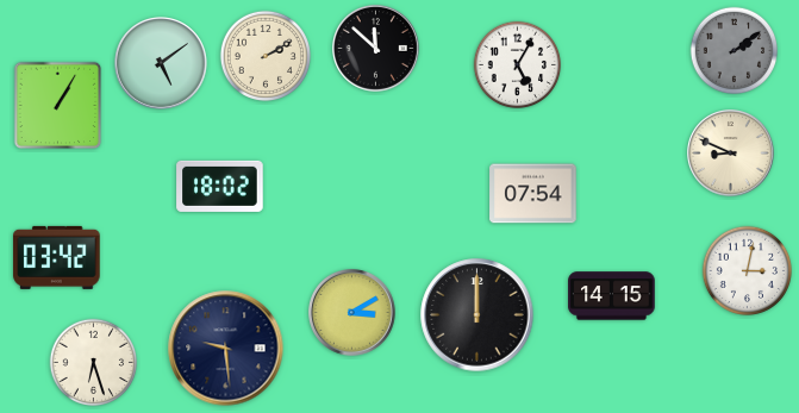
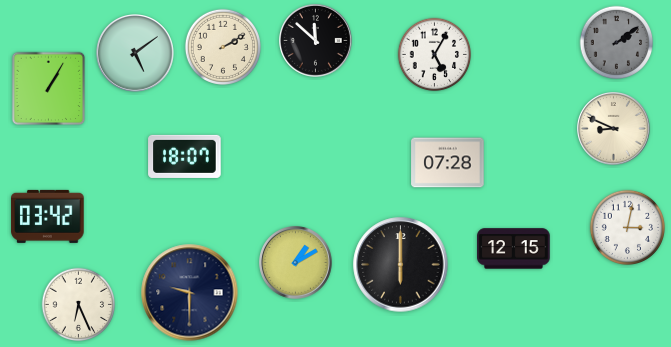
clock at (220, 186): 18:02 -> 18:07
clock at (533, 194): 07:54 -> 07:28
clock at (612, 296): 14:15 -> 12:15
clock at (352, 313): 3:10 -> 1:10
clock at (477, 315): 12:00 -> 6:00
clock at (226, 349): 9:29 -> 9:30
clock at (94, 363): 6:27 -> 6:26
